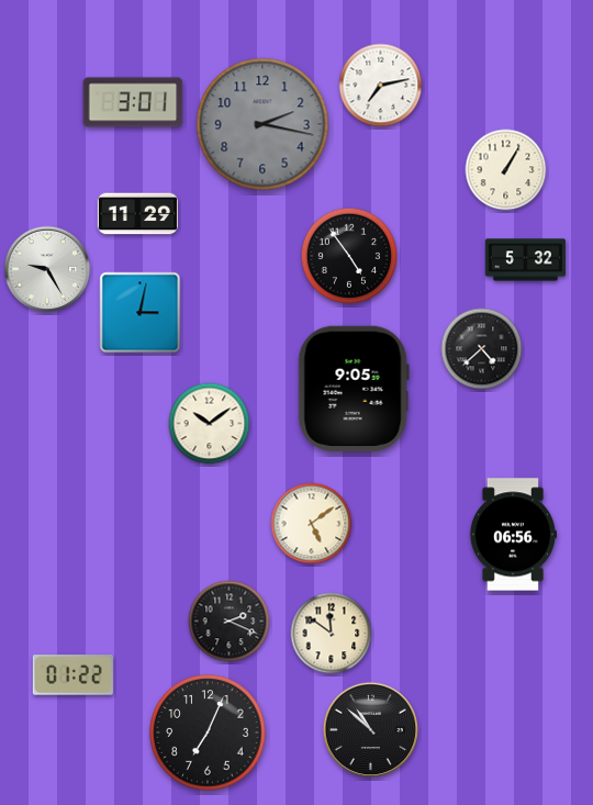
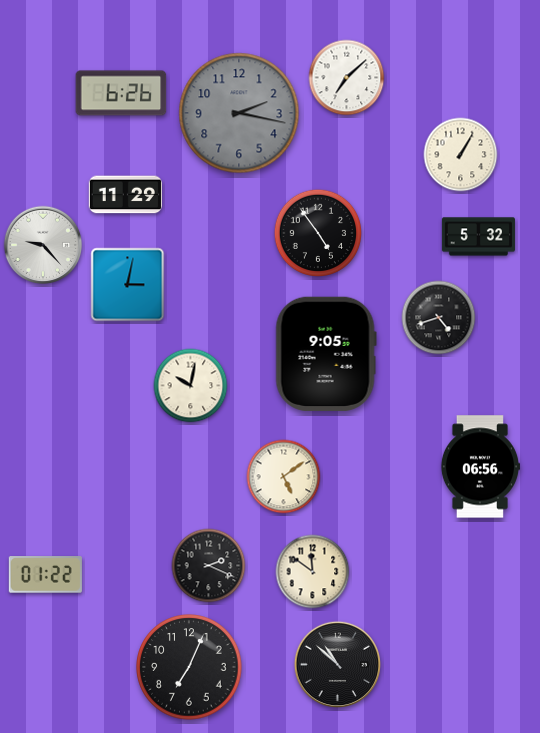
clock at (381, 86): 7:13 -> 7:08
clock at (133, 102): 3:01 -> 6:26
clock at (47, 269): 9:25 -> 9:23
clock at (482, 349): 4:38 -> 4:42
clock at (354, 389) position: (354, 389) -> (326, 354)
clock at (210, 424): 10:09 -> 10:02
clock at (512, 535) position: (512, 535) -> (479, 467)
clock at (332, 634) position: (332, 634) -> (313, 572)
clock at (72, 675) position: (72, 675) -> (45, 575)
